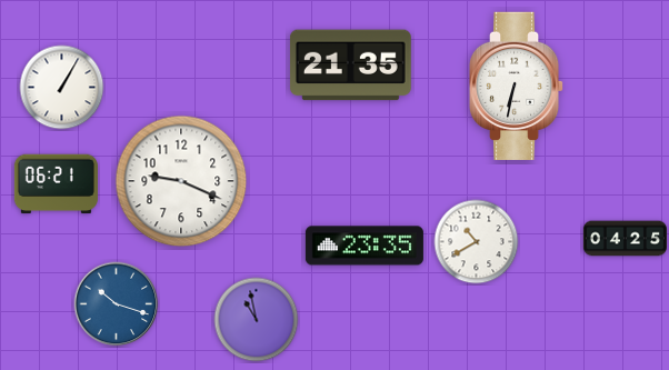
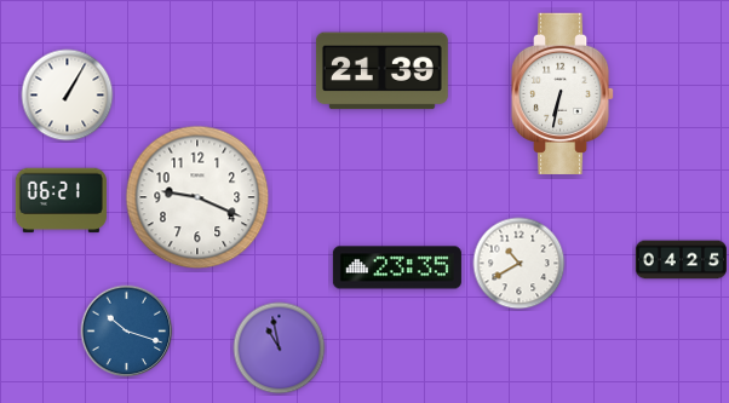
clock at (350, 66): 21:35 -> 21:39
